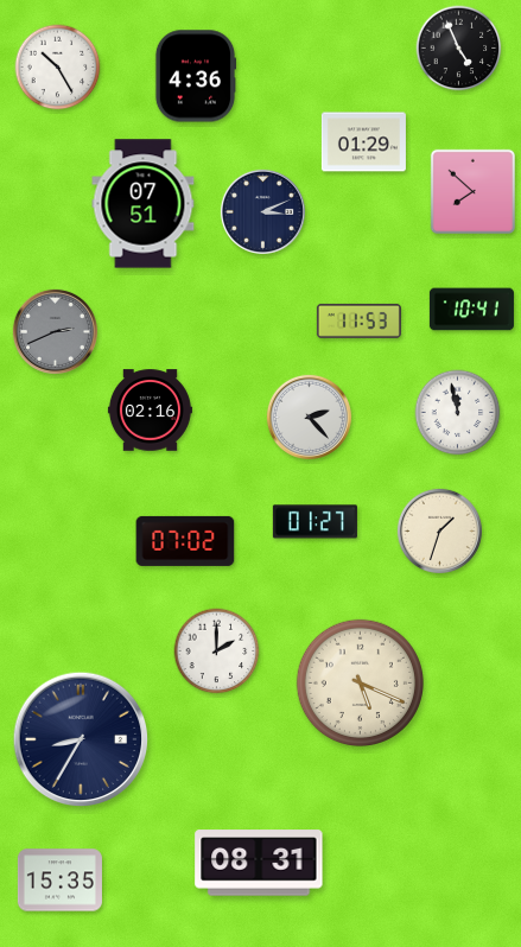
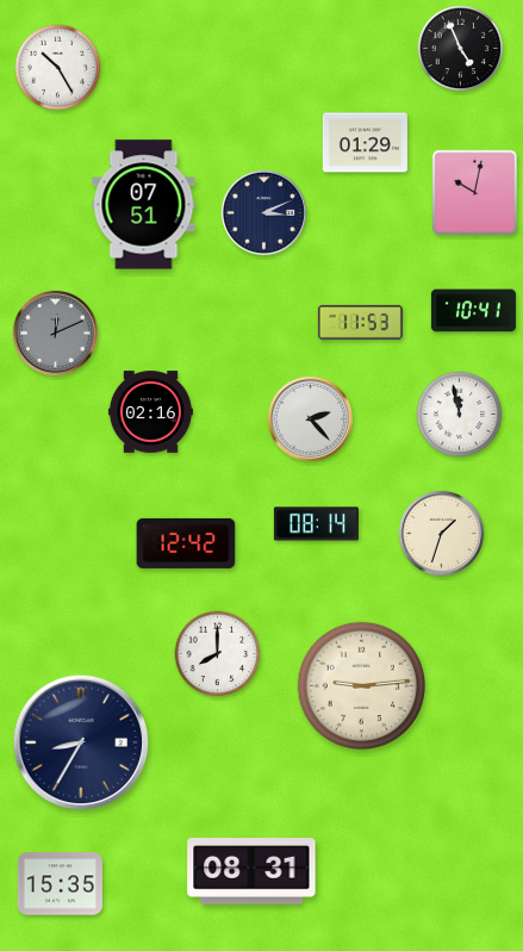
clock at (196, 76): 4:36 -> none
clock at (472, 191): 7:52 -> 10:02
clock at (55, 331): 2:41 -> 12:11
clock at (314, 522): 01:27 -> 08:14
clock at (185, 541): 07:02 -> 12:42
clock at (217, 652): 2:00 -> 8:00
clock at (360, 682): 5:19 -> 9:14
clock at (259, 863) position: (259, 863) -> (251, 871)
